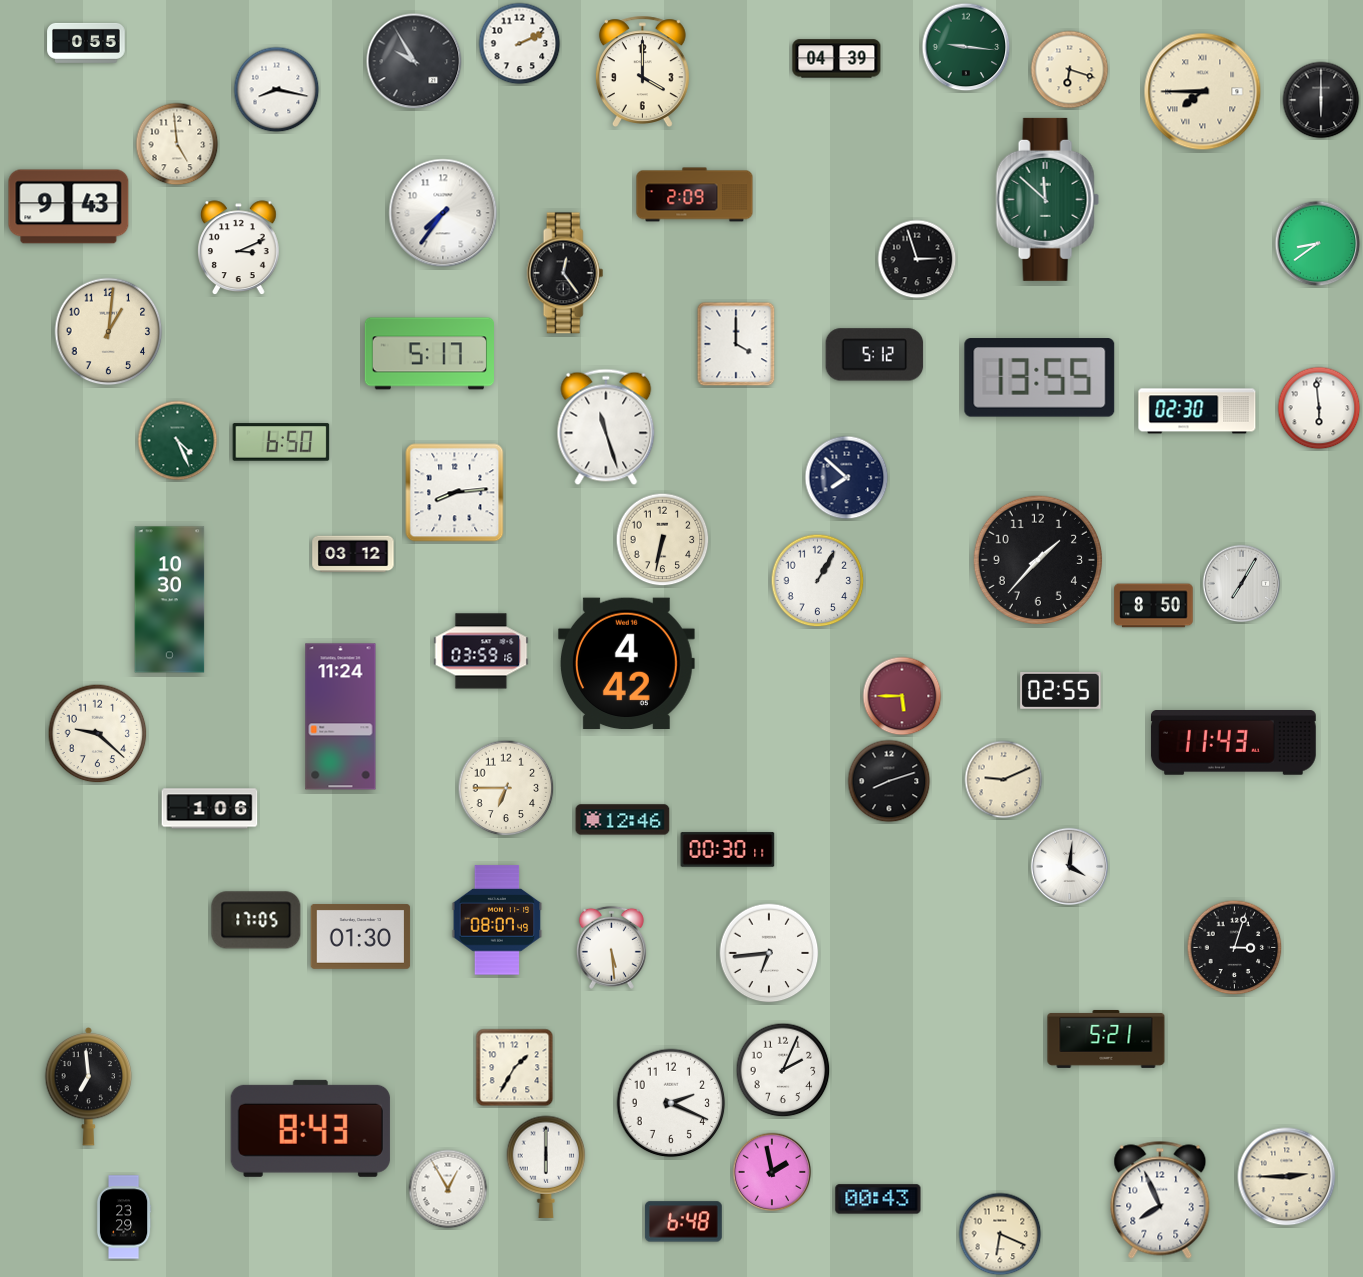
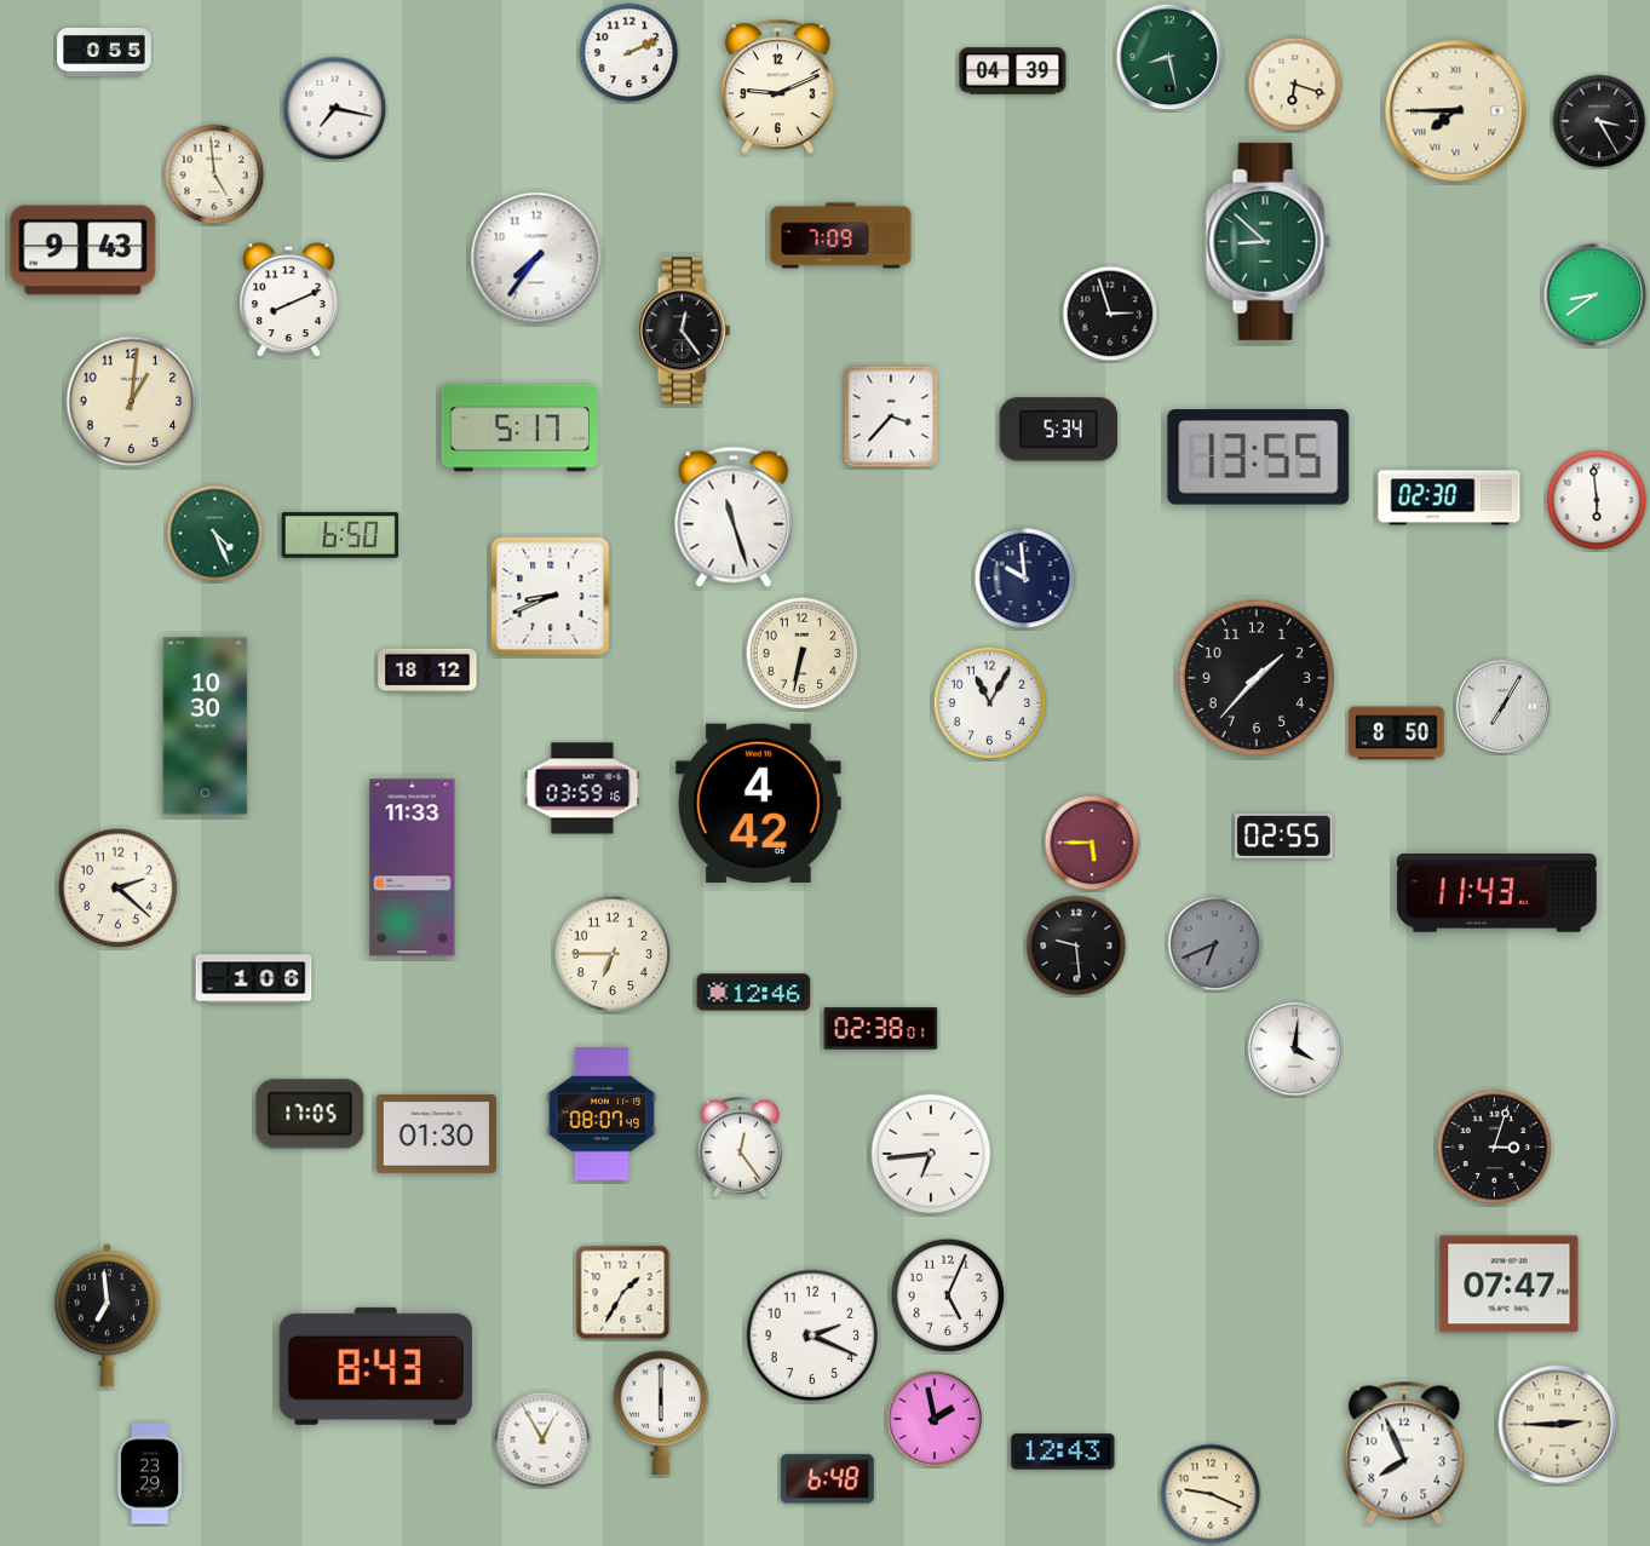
clock at (966, 47): 9:16 -> 8:28
clock at (414, 61): 9:55 -> none
clock at (642, 71): 4:00 -> 9:11
clock at (277, 90): 8:17 -> 7:17
clock at (1321, 100): 6:00 -> 3:25
clock at (695, 195): 2:09 -> 7:09
clock at (1047, 199): 11:52 -> 8:52
clock at (239, 247): 3:11 -> 8:11
clock at (736, 344): 4:00 -> 3:37
clock at (875, 355): 5:12 -> 5:34
clock at (1319, 408) position: (1319, 408) -> (1597, 500)
clock at (847, 478): 7:52 -> 9:59
clock at (455, 493): 8:14 -> 8:41
clock at (353, 554): 03:12 -> 18:12
clock at (818, 581): 1:05 -> 11:05
clock at (341, 717): 11:24 -> 11:33
clock at (98, 734): 9:22 -> 2:22
clock at (1233, 743) position: (1233, 743) -> (1496, 893)
clock at (1004, 780): 9:11 -> 6:41
clock at (1004, 780) dial: cream -> grey
clock at (889, 781): 8:12 -> 9:29
clock at (728, 850): 00:30 -> 02:38
clock at (611, 947): 5:29 -> 12:24
clock at (1106, 1039): 5:21 -> none
clock at (1510, 1284): none -> 07:47
clock at (783, 1070): 2:04 -> 5:04
clock at (878, 1199): 00:43 -> 12:43
clock at (1000, 1234): 6:19 -> 9:19
